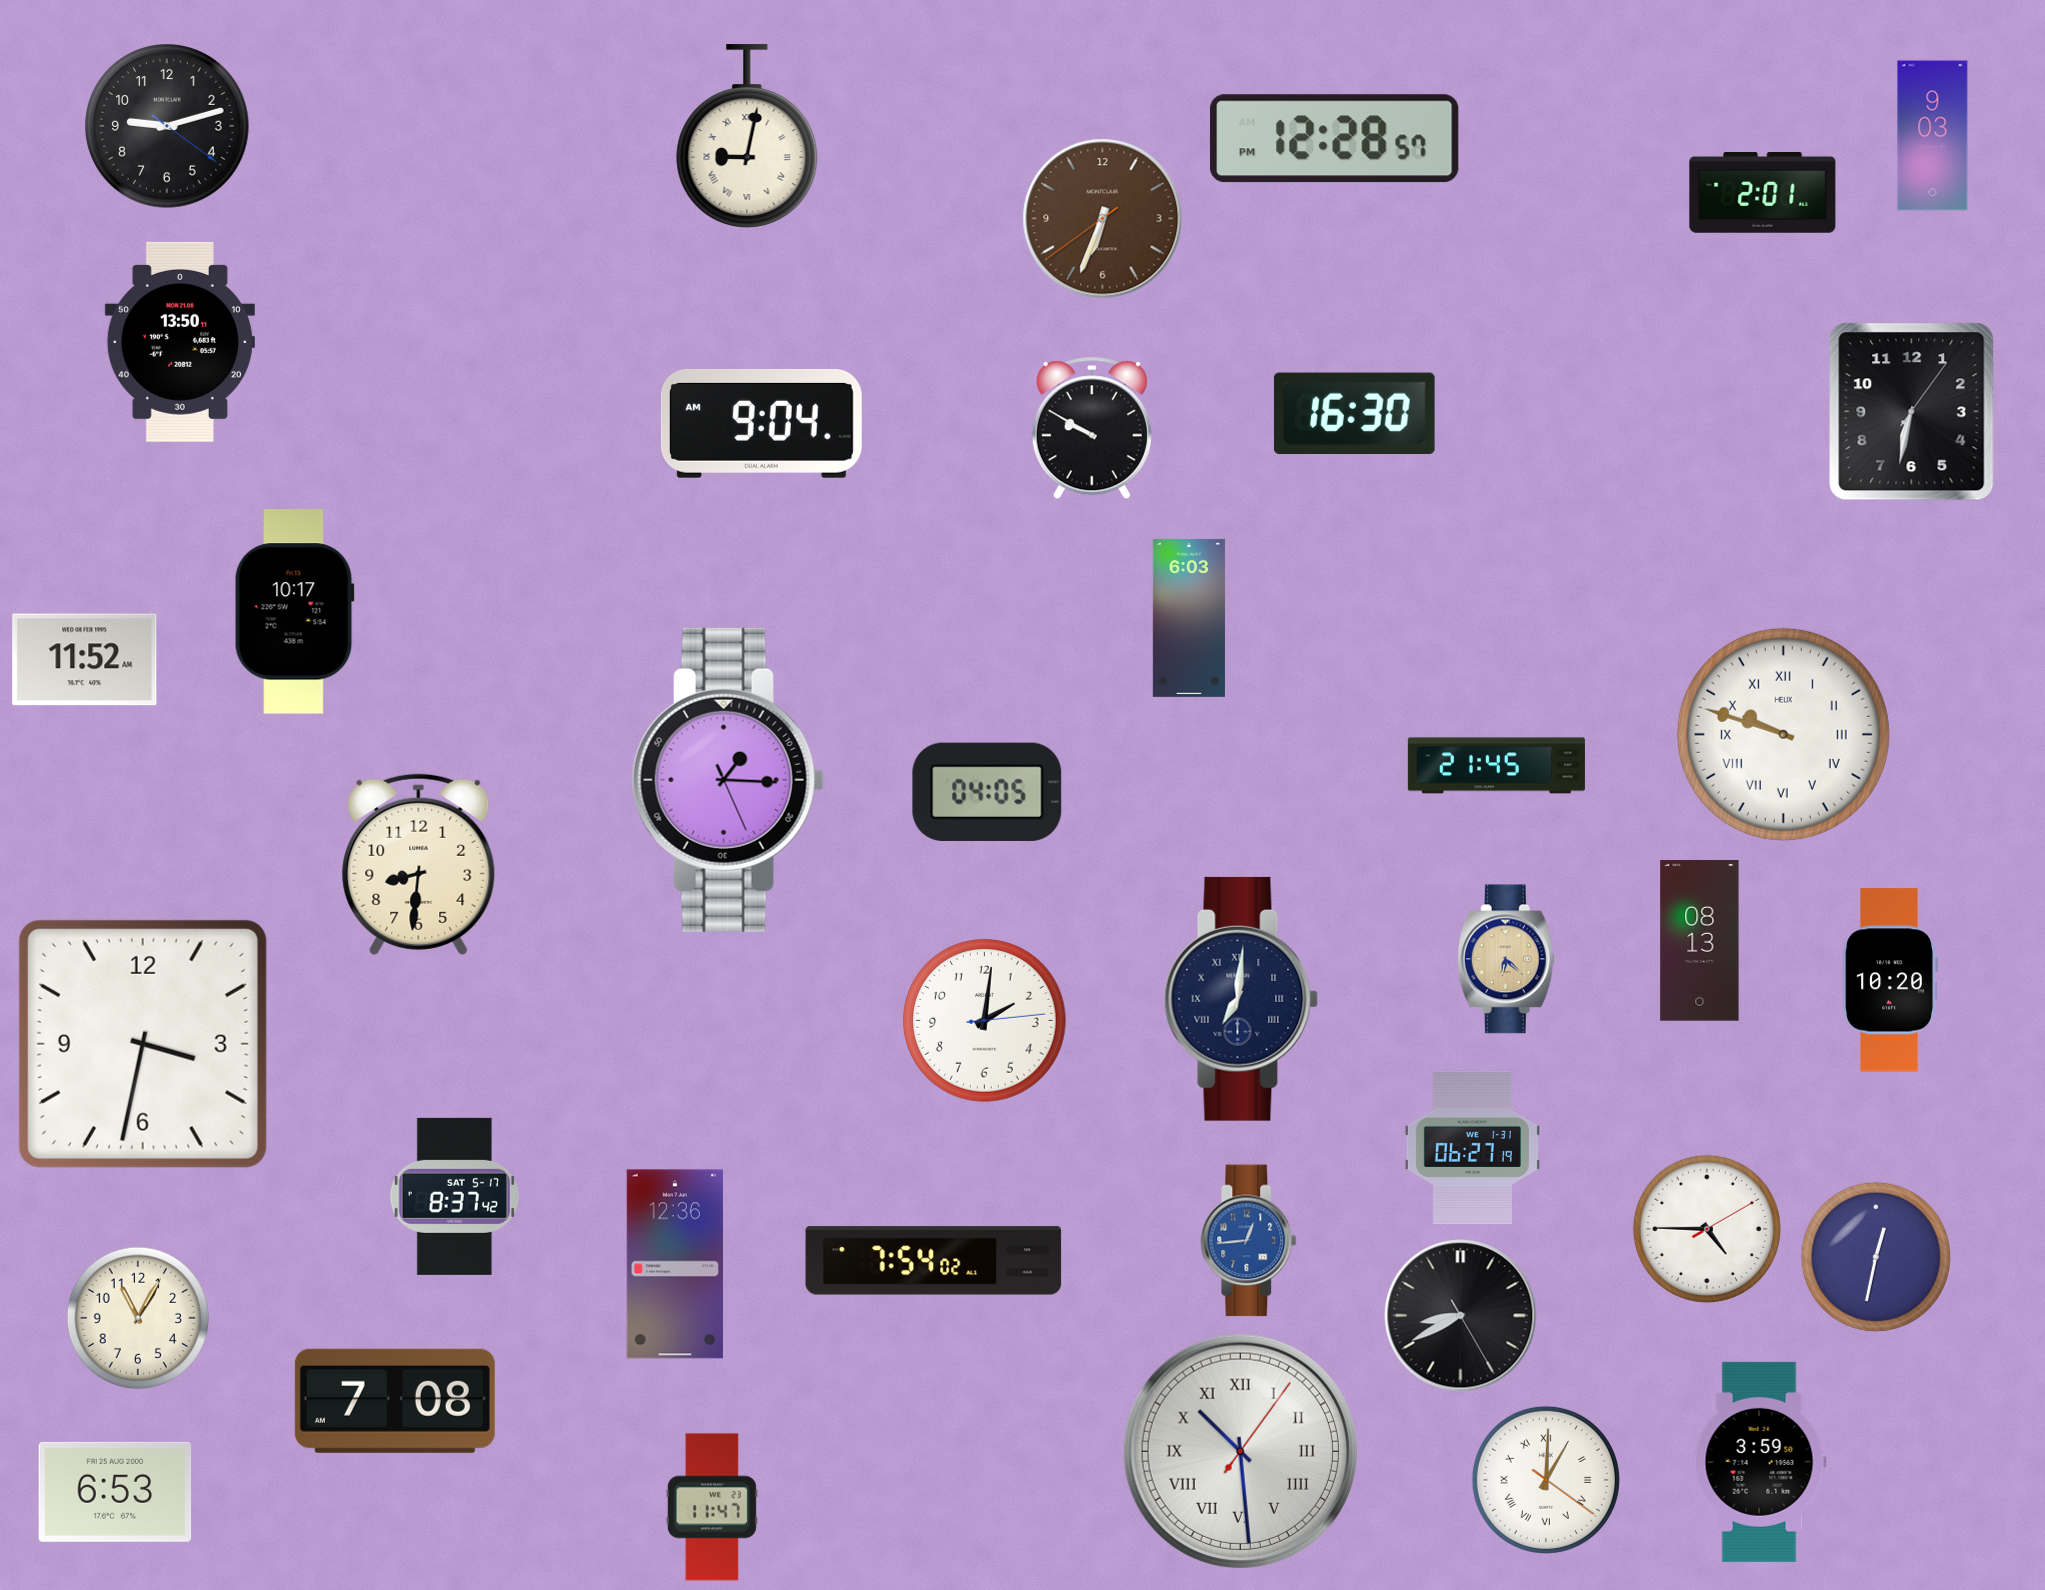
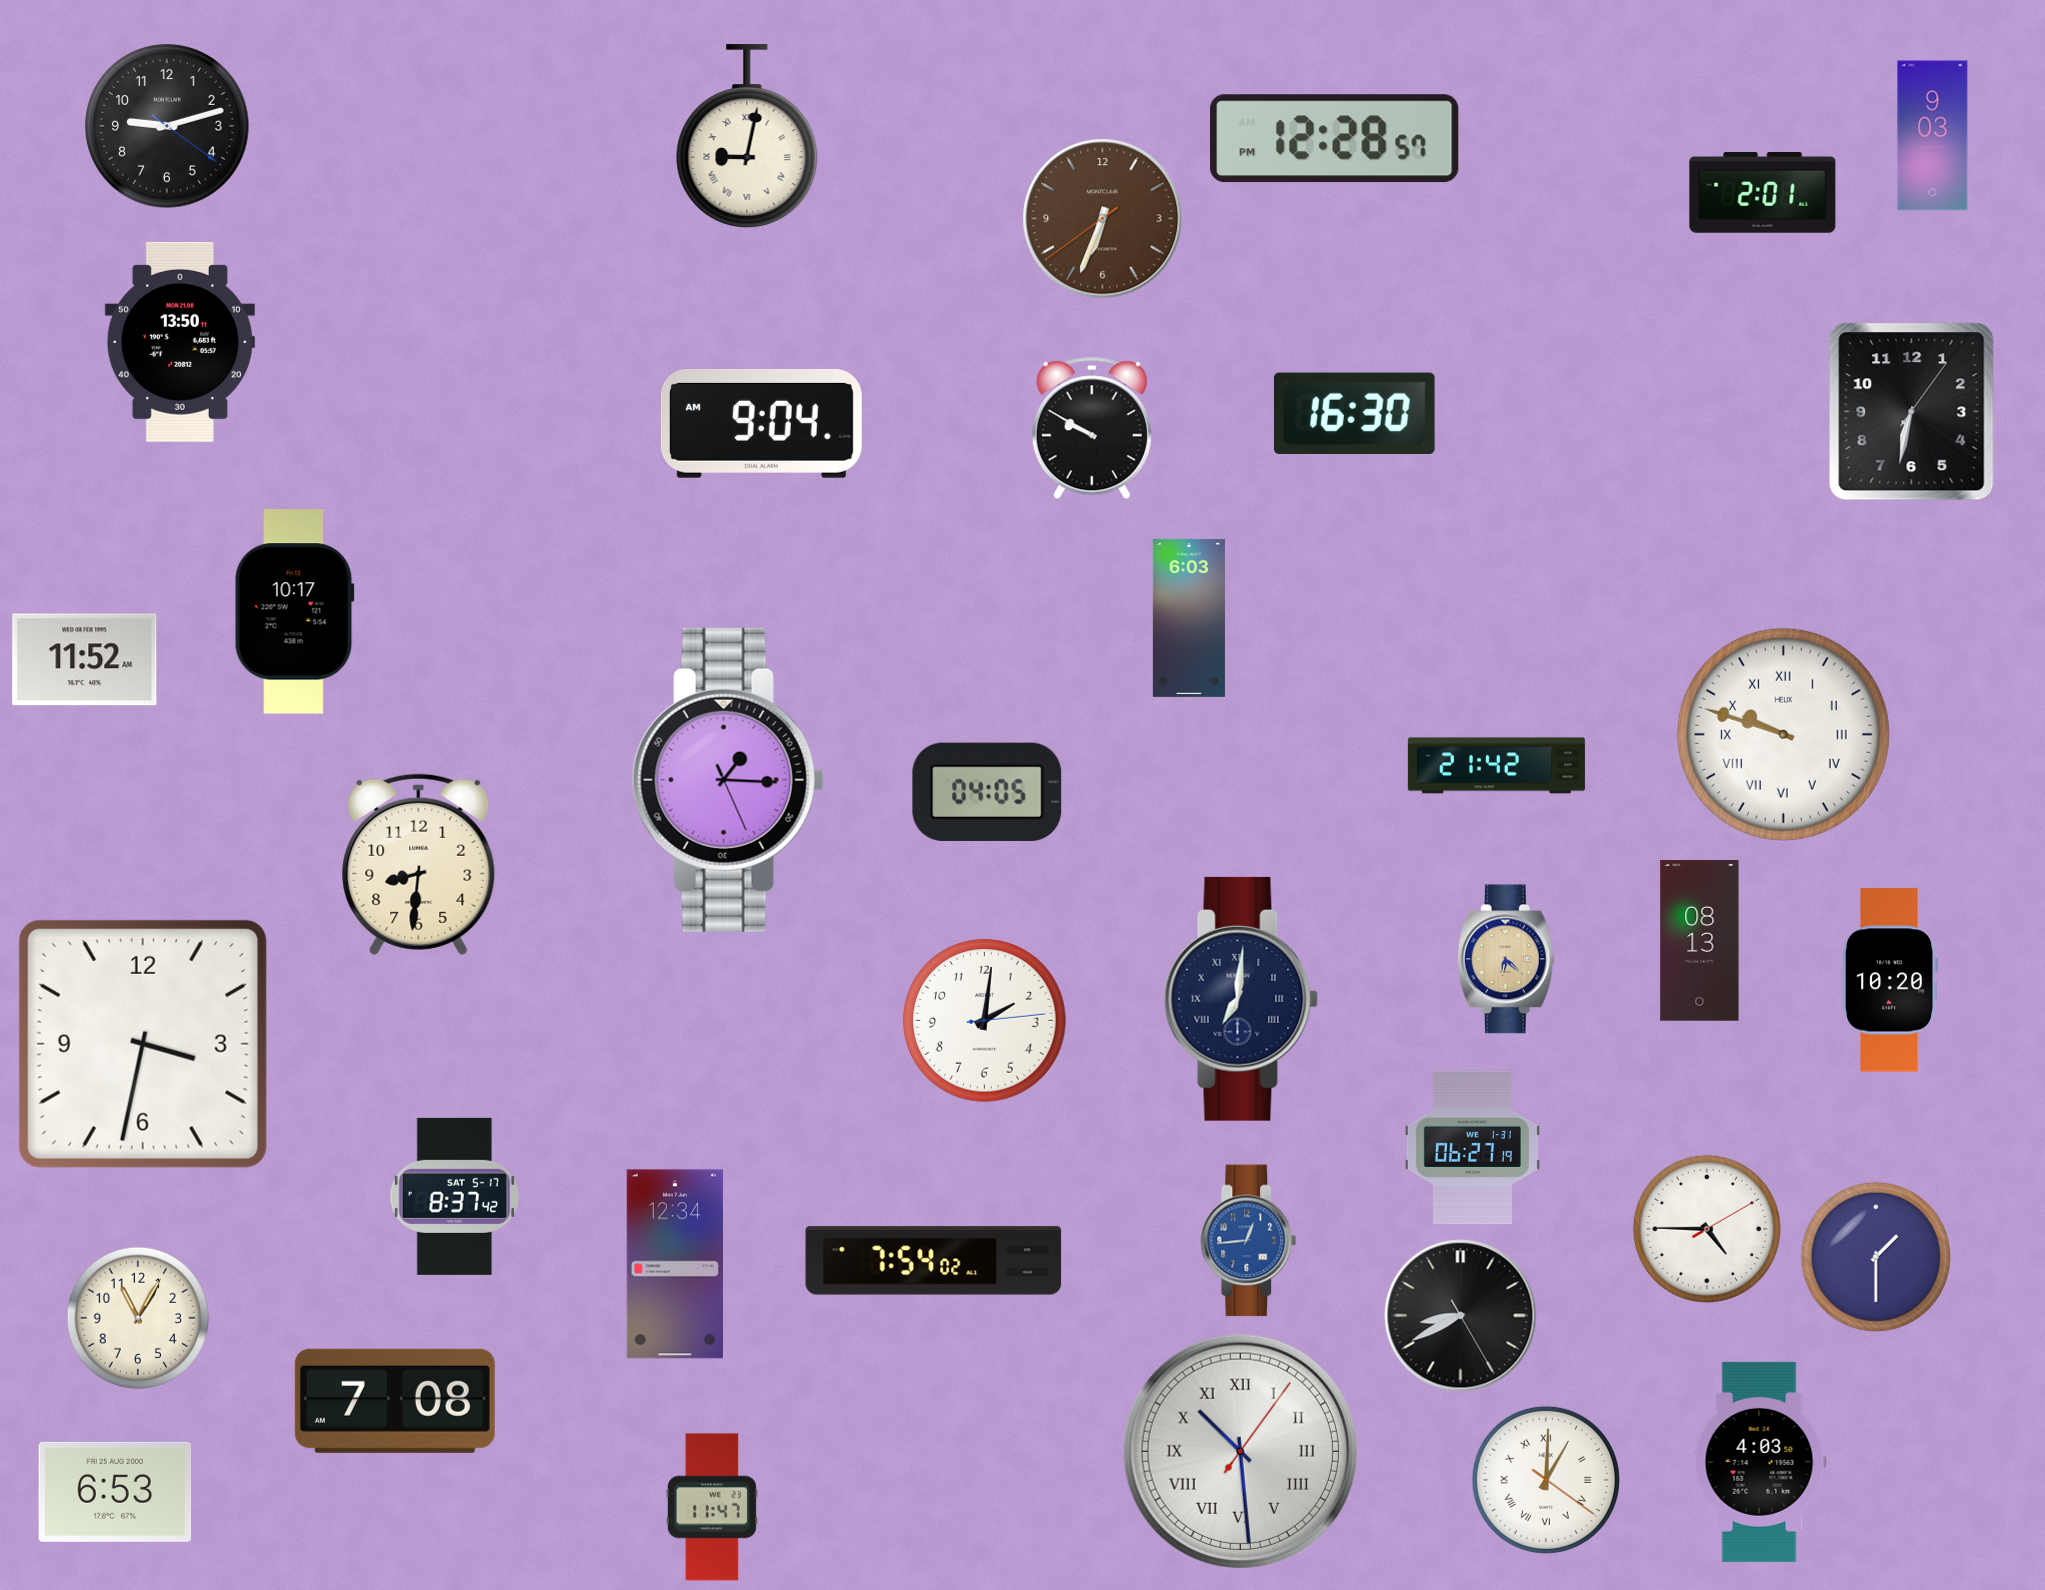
clock at (1496, 766): 21:45 -> 21:42
clock at (1876, 1257): 12:32 -> 1:30
clock at (675, 1264): 12:36 -> 12:34
clock at (1760, 1462): 3:59 -> 4:03
